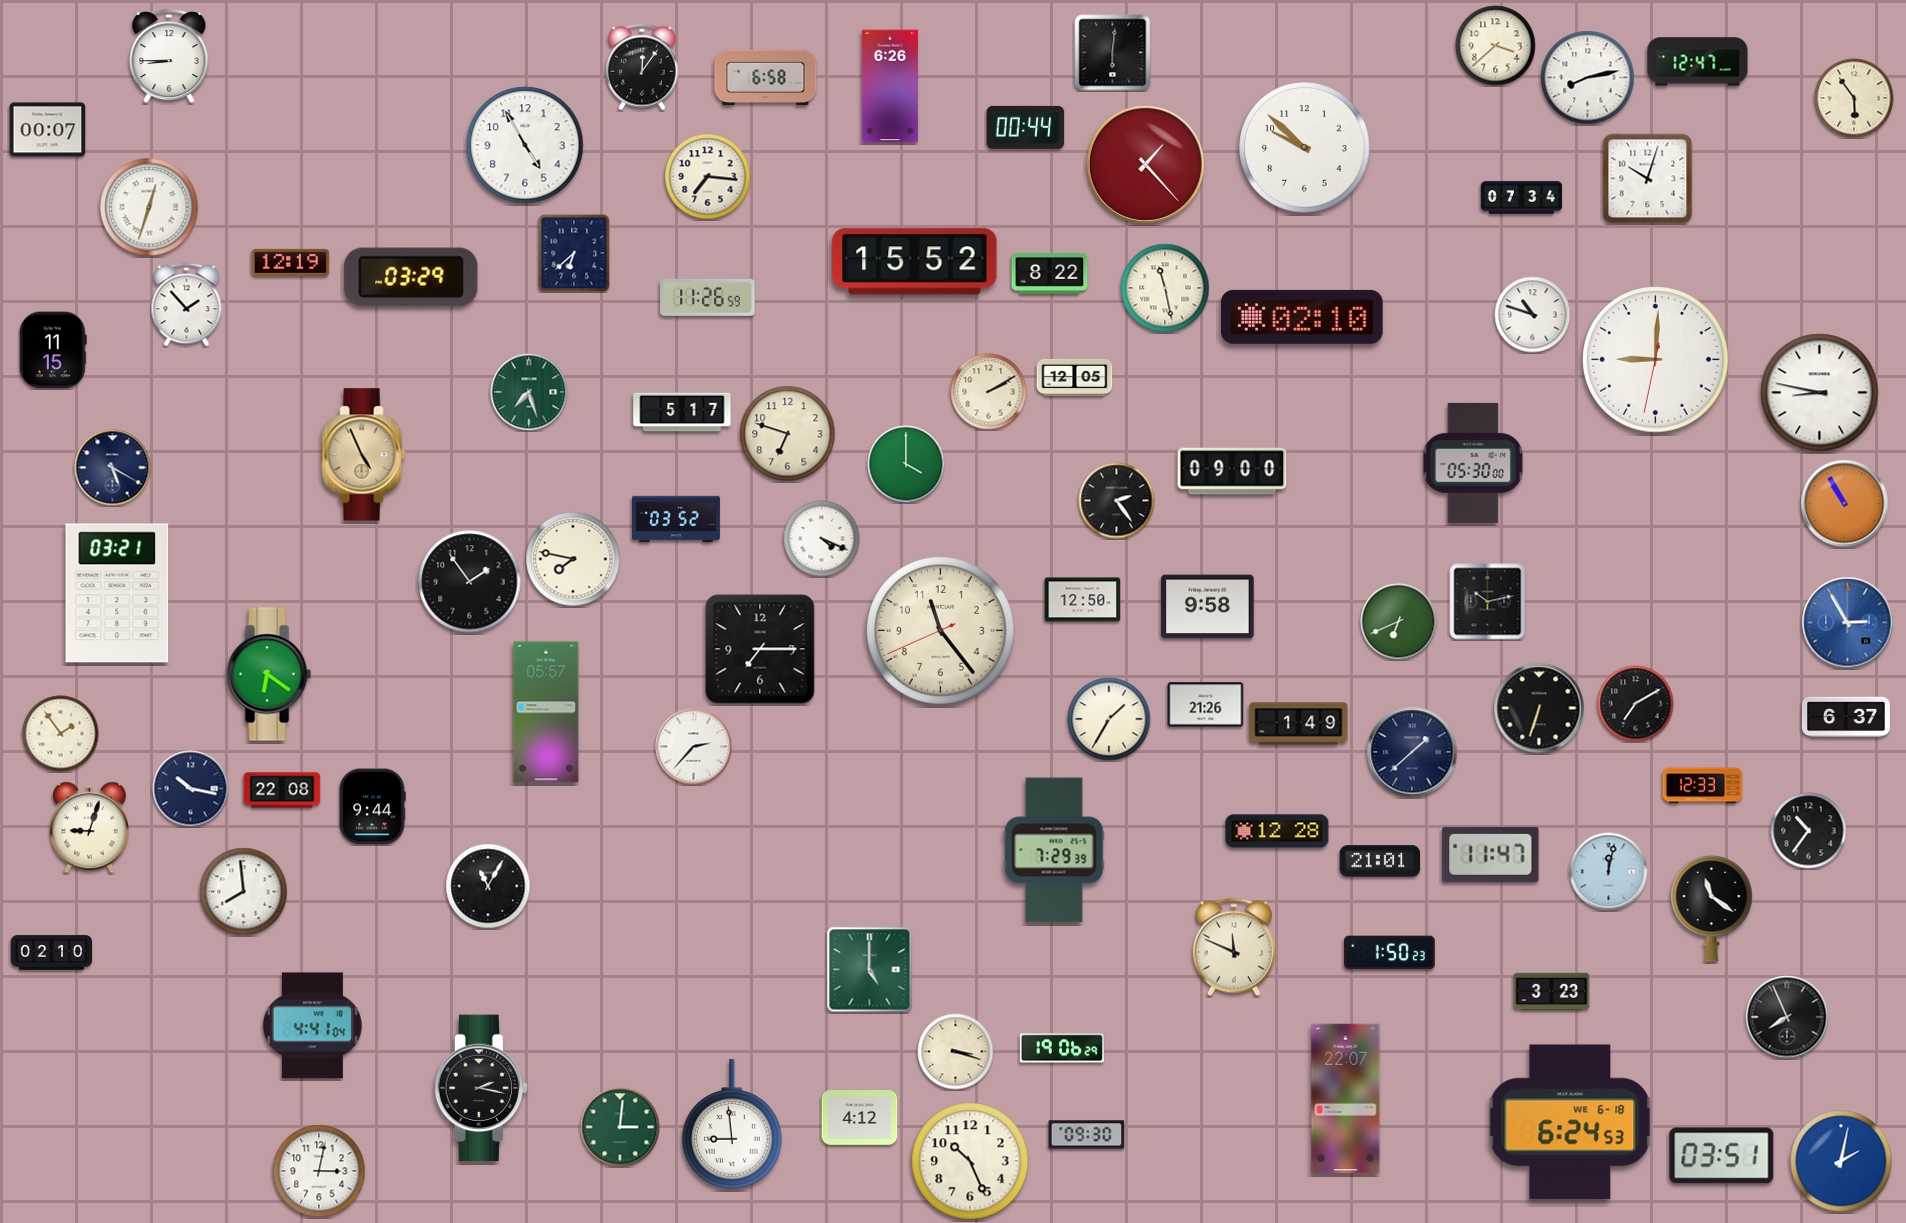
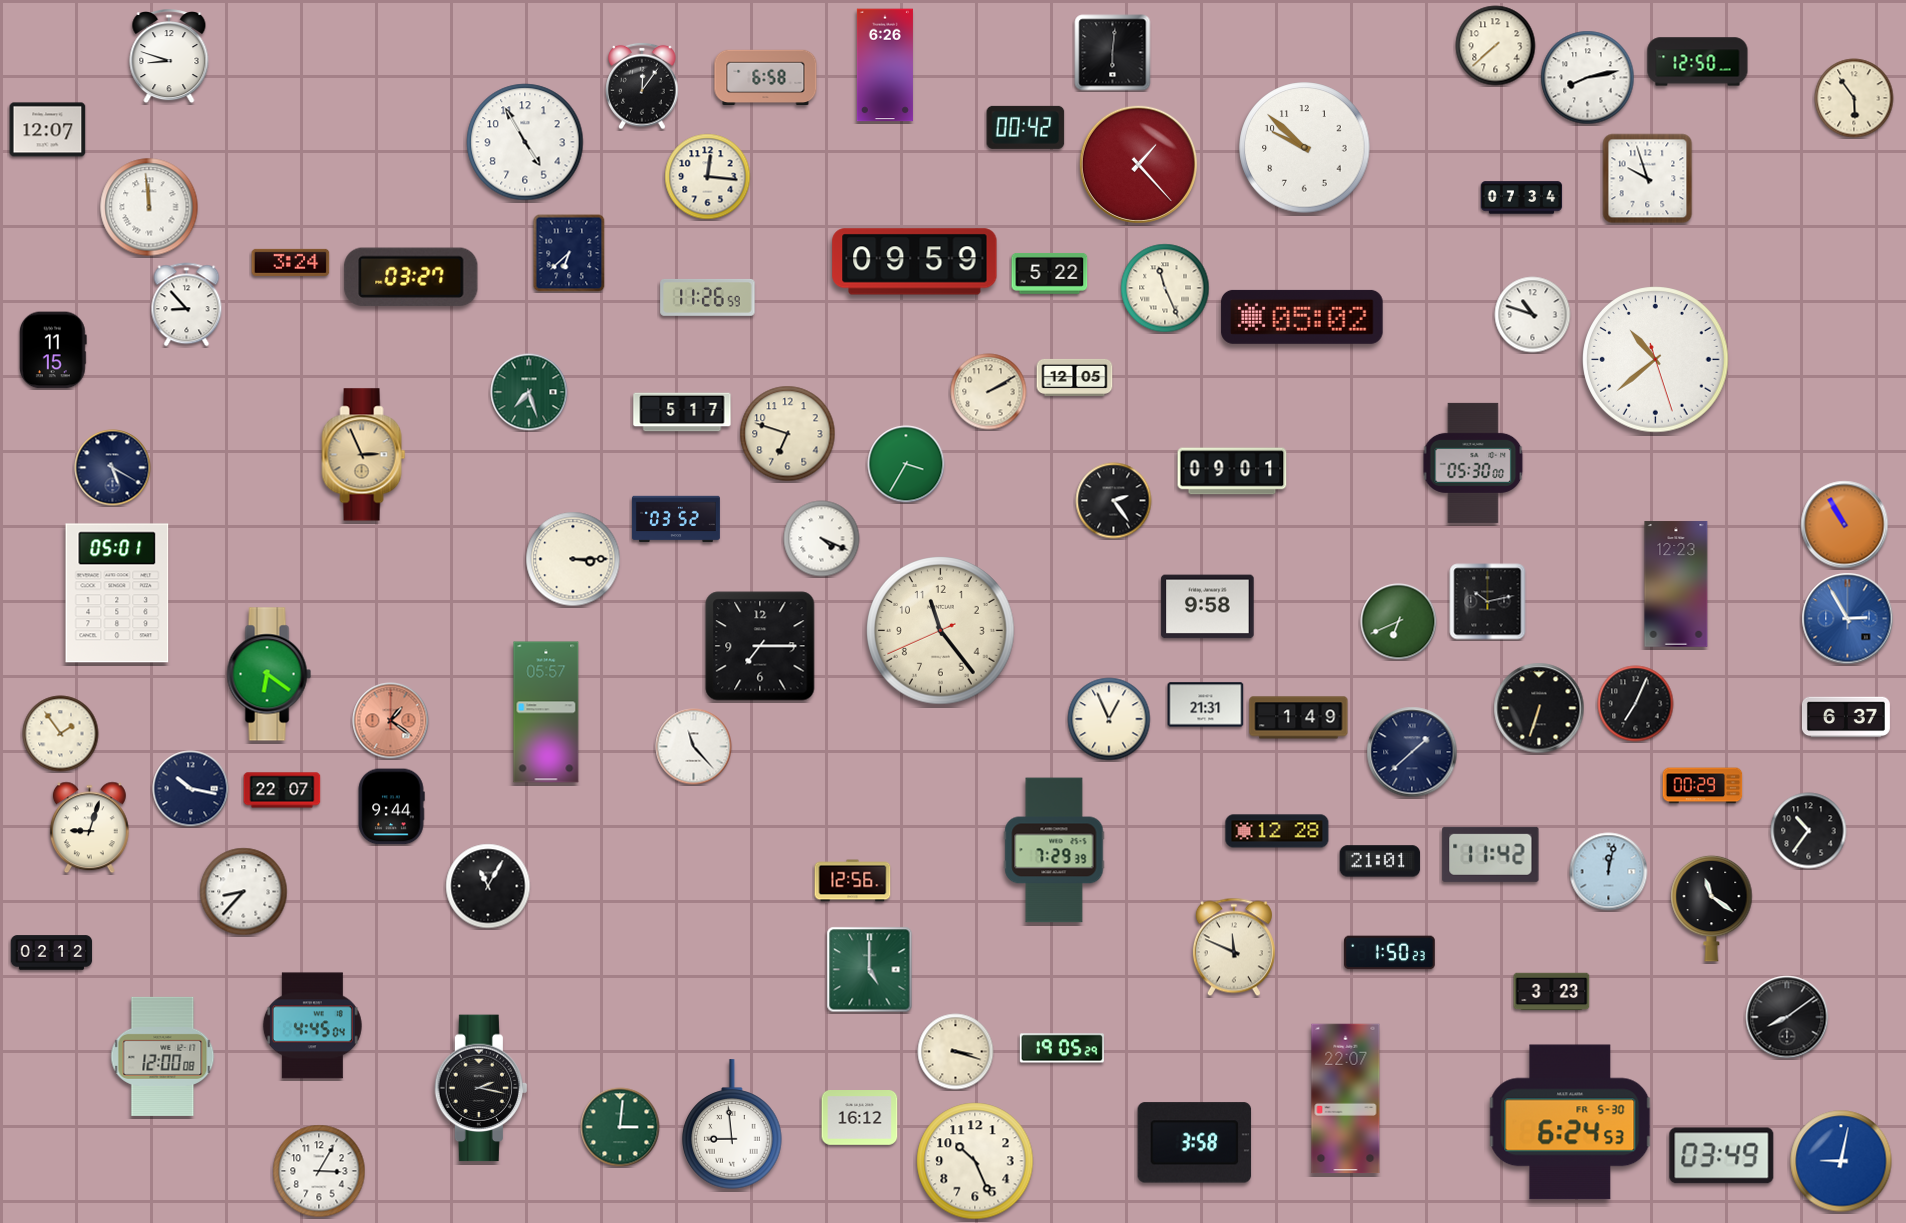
clock at (1496, 46): 3:38 -> 7:38
clock at (169, 57): 8:45 -> 8:48
clock at (1698, 62): 12:47 -> 12:50
clock at (642, 67) position: (642, 67) -> (642, 86)
clock at (890, 86) position: (890, 86) -> (885, 65)
clock at (1026, 127): 00:44 -> 00:42
clock at (48, 130): 00:07 -> 12:07
clock at (525, 145) position: (525, 145) -> (525, 142)
clock at (1145, 164) position: (1145, 164) -> (1138, 164)
clock at (708, 177): 7:16 -> 12:16
clock at (1648, 179): 10:03 -> 9:57
clock at (149, 207): 12:33 -> 11:59
clock at (574, 253) position: (574, 253) -> (569, 253)
clock at (291, 262): 12:19 -> 3:24
clock at (915, 262): 15:52 -> 09:59
clock at (1050, 274): 8:22 -> 5:22
clock at (411, 277): 03:29 -> 03:27
clock at (1165, 288): 11:28 -> 11:26
clock at (187, 305): 1:53 -> 8:53
clock at (1302, 317): 02:10 -> 05:02
clock at (1656, 360): 9:00 -> 10:38
clock at (1820, 393): 8:47 -> none
clock at (364, 455): 4:56 -> 2:56
clock at (906, 464): 4:00 -> 3:35
clock at (1232, 471): 09:00 -> 09:01
clock at (1117, 501) position: (1117, 501) -> (1114, 501)
clock at (1845, 504) position: (1845, 504) -> (1845, 525)
clock at (573, 559): 7:47 -> 3:15
clock at (470, 582): 1:54 -> none
clock at (1676, 584): none -> 12:23
clock at (117, 593): 03:21 -> 05:01
clock at (1083, 600): 12:50 -> none
clock at (1848, 623) position: (1848, 623) -> (1848, 619)
clock at (760, 649) position: (760, 649) -> (760, 646)
clock at (1636, 704): 7:10 -> 7:04
clock at (1206, 705): 21:26 -> 21:31
clock at (1109, 719): 1:35 -> 12:56
clock at (391, 721): none -> 1:21
clock at (1299, 724) position: (1299, 724) -> (1299, 718)
clock at (694, 747): 2:37 -> 11:23
clock at (1703, 786): 12:33 -> 00:29
clock at (282, 790): 22:08 -> 22:07
clock at (372, 807) position: (372, 807) -> (391, 807)
clock at (1491, 854): 11:47 -> 11:42
clock at (853, 881): none -> 12:56
clock at (244, 892): 7:59 -> 8:37
clock at (52, 953): 02:10 -> 02:12
clock at (1787, 1017): 7:56 -> 8:09
clock at (312, 1026): 4:41 -> 4:45
clock at (1062, 1048): 19:06 -> 19:05
clock at (163, 1056): none -> 12:00
clock at (860, 1118): 4:12 -> 16:12
clock at (1570, 1122) date: WE 6-18 -> FR 5-30
clock at (1087, 1135): 09:30 -> none
clock at (1195, 1143): none -> 3:58
clock at (1722, 1156): 03:51 -> 03:49
clock at (970, 1161) position: (970, 1161) -> (975, 1161)
clock at (1841, 1161): 2:02 -> 9:02
clock at (319, 1171): 3:02 -> 3:05
